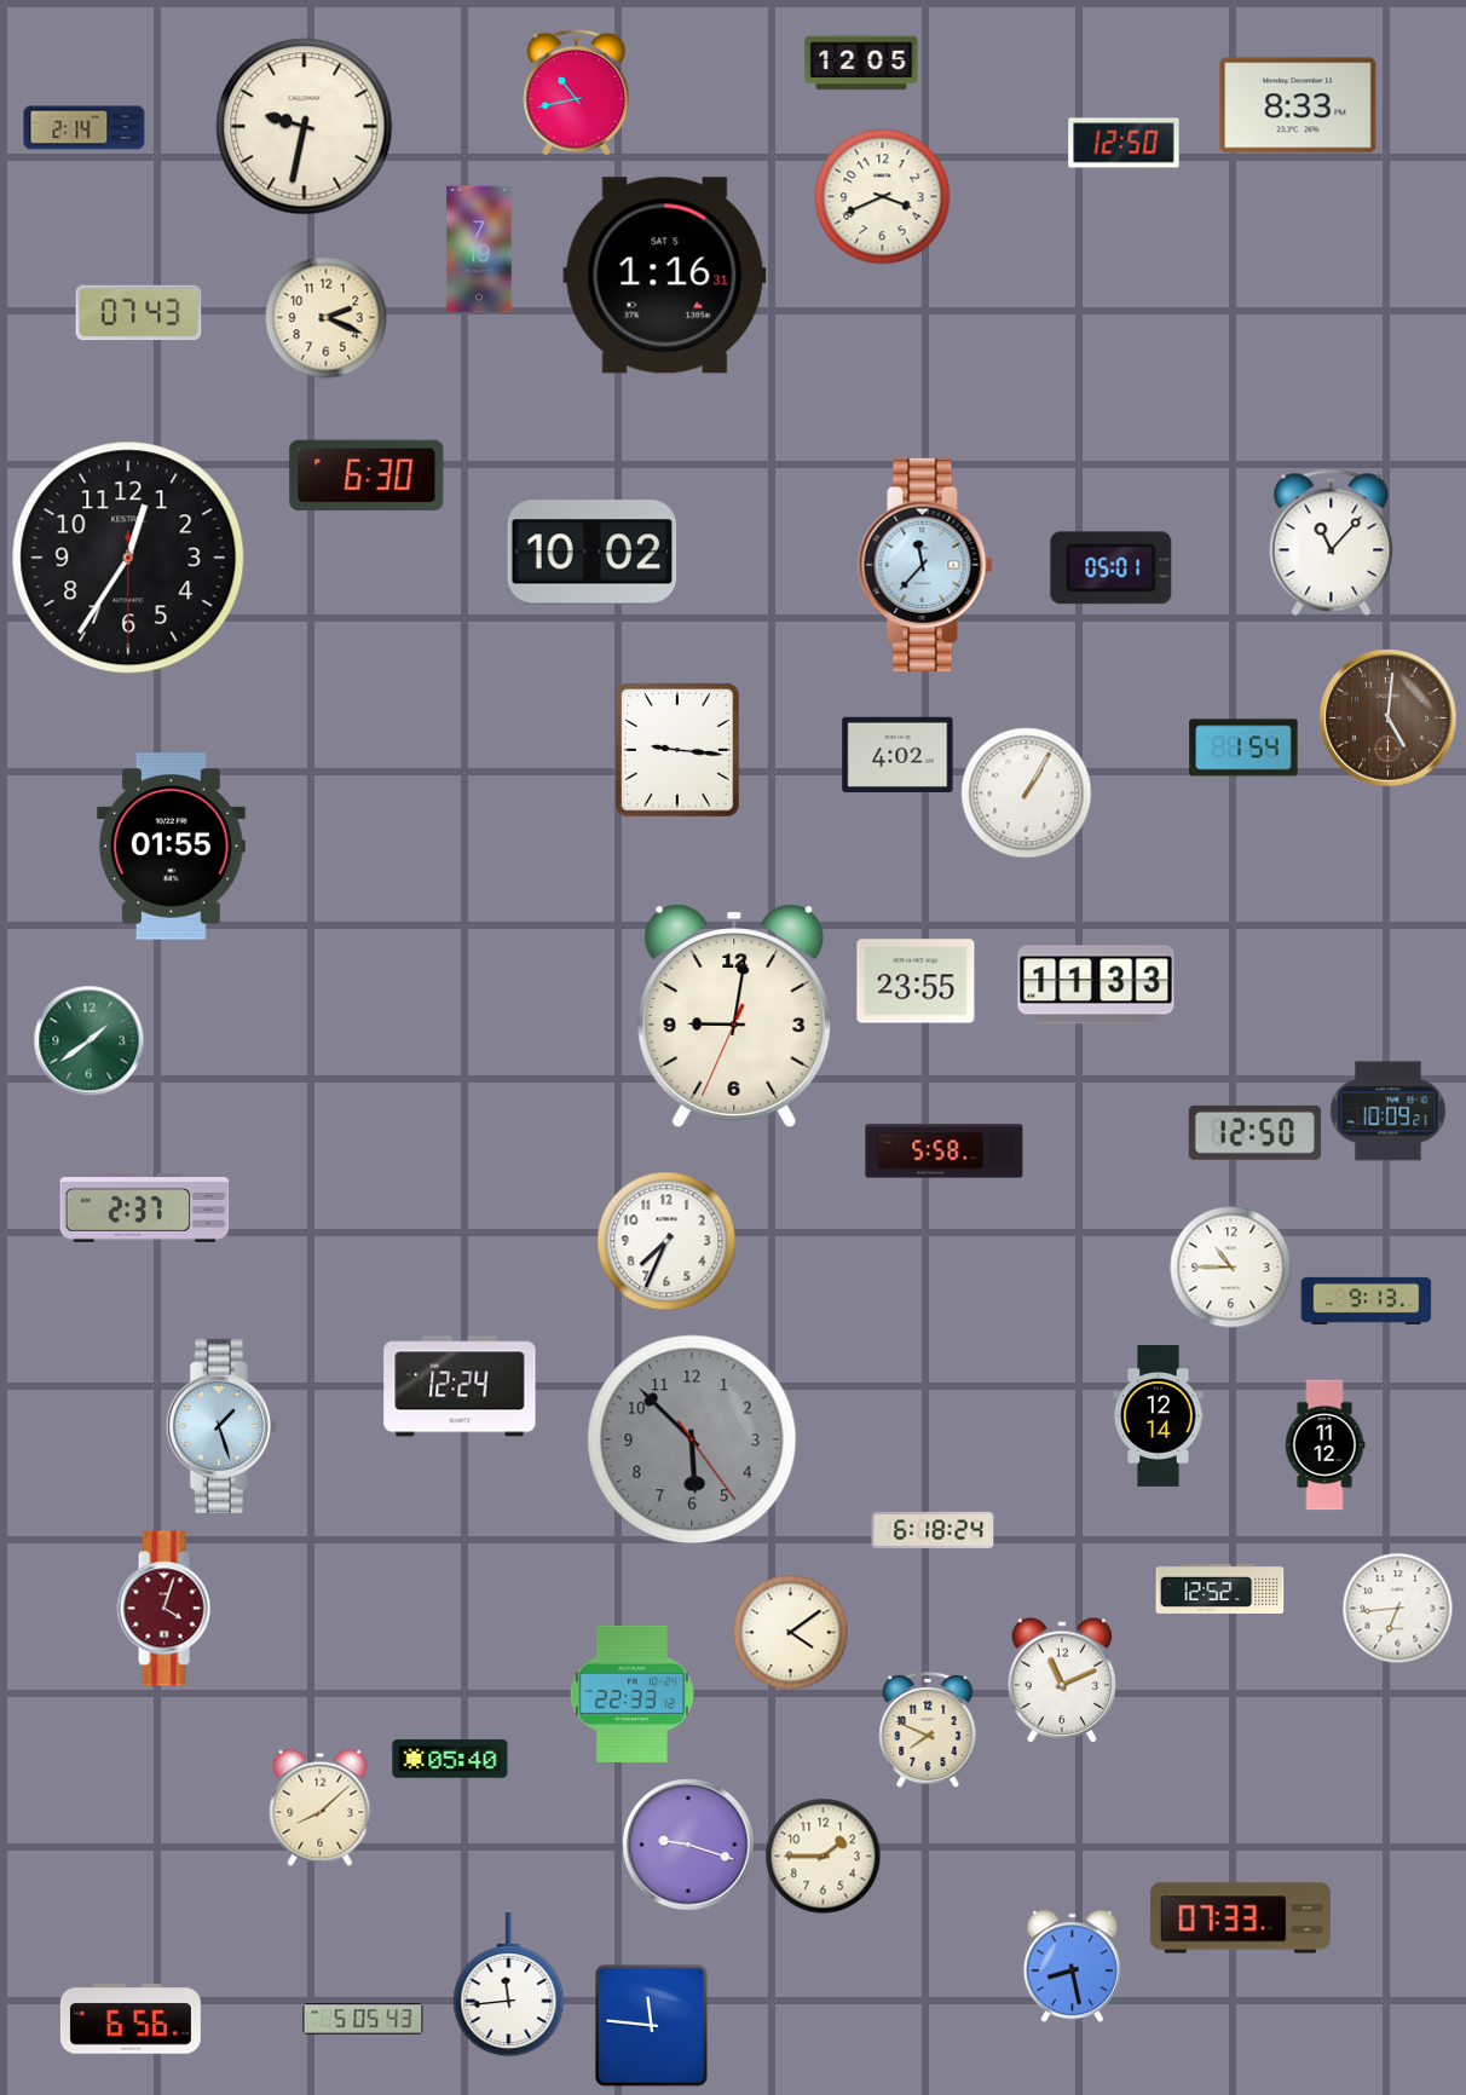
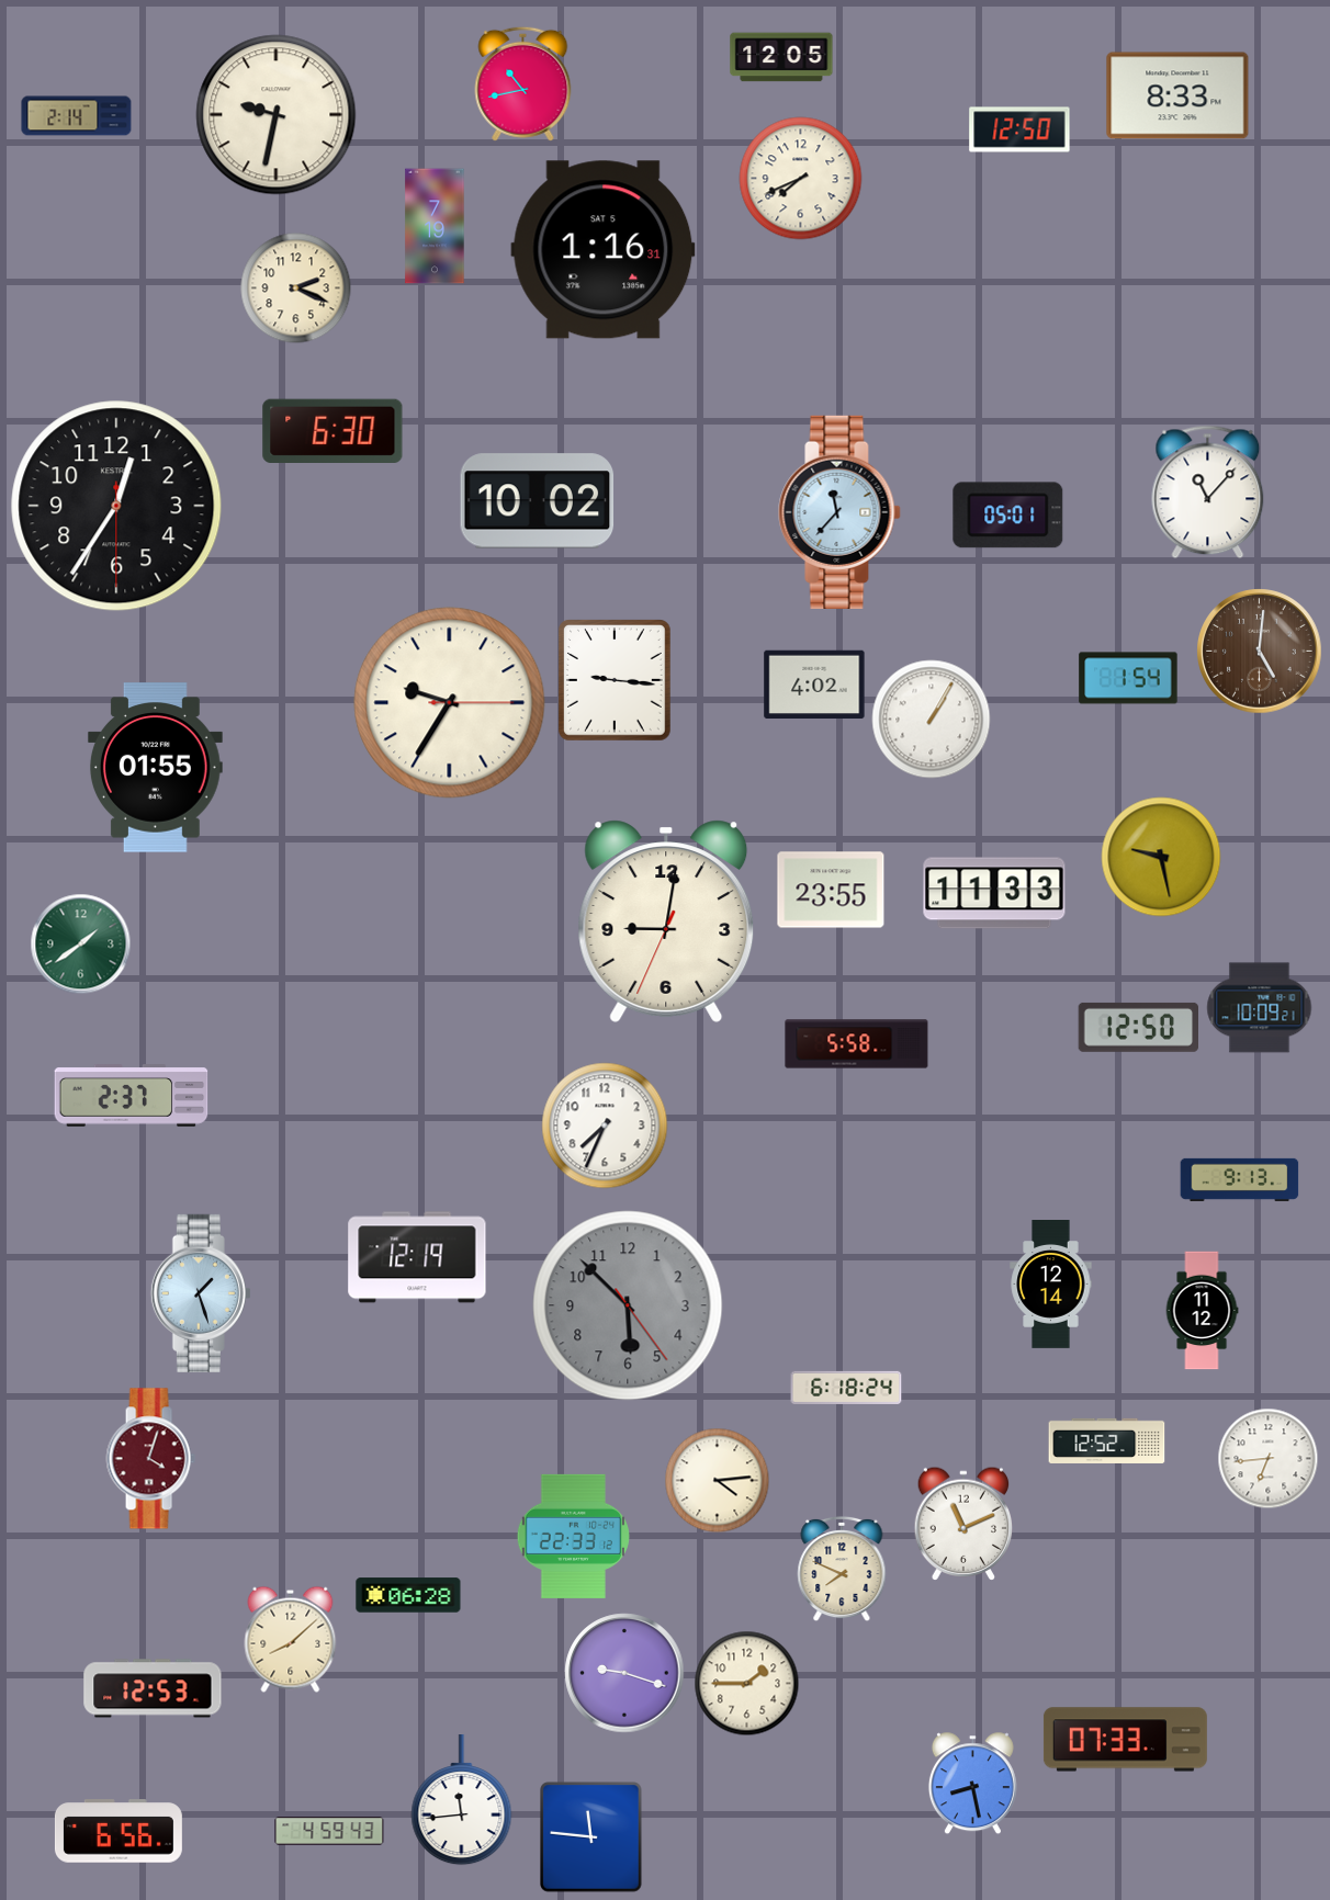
clock at (883, 197): 3:41 -> 7:41
clock at (139, 313): 07:43 -> none
clock at (450, 703): none -> 9:35
clock at (1161, 857): none -> 9:28
clock at (1231, 1268): 10:45 -> none
clock at (460, 1386): 12:24 -> 12:19
clock at (791, 1633): 4:09 -> 4:14
clock at (450, 1759): 05:40 -> 06:28
clock at (153, 1688): none -> 12:53
clock at (363, 2019): 5:05 -> 4:59
